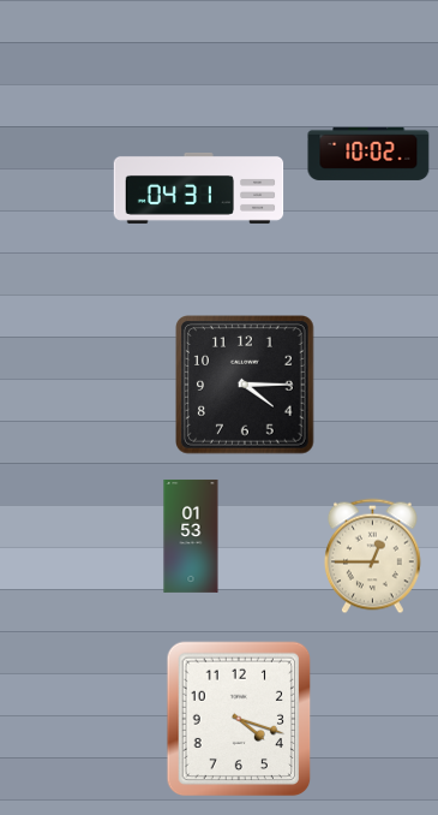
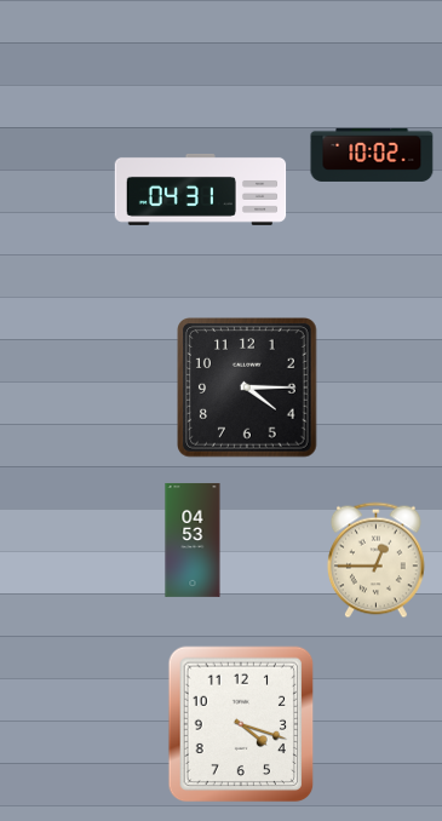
clock at (191, 536): 01:53 -> 04:53
